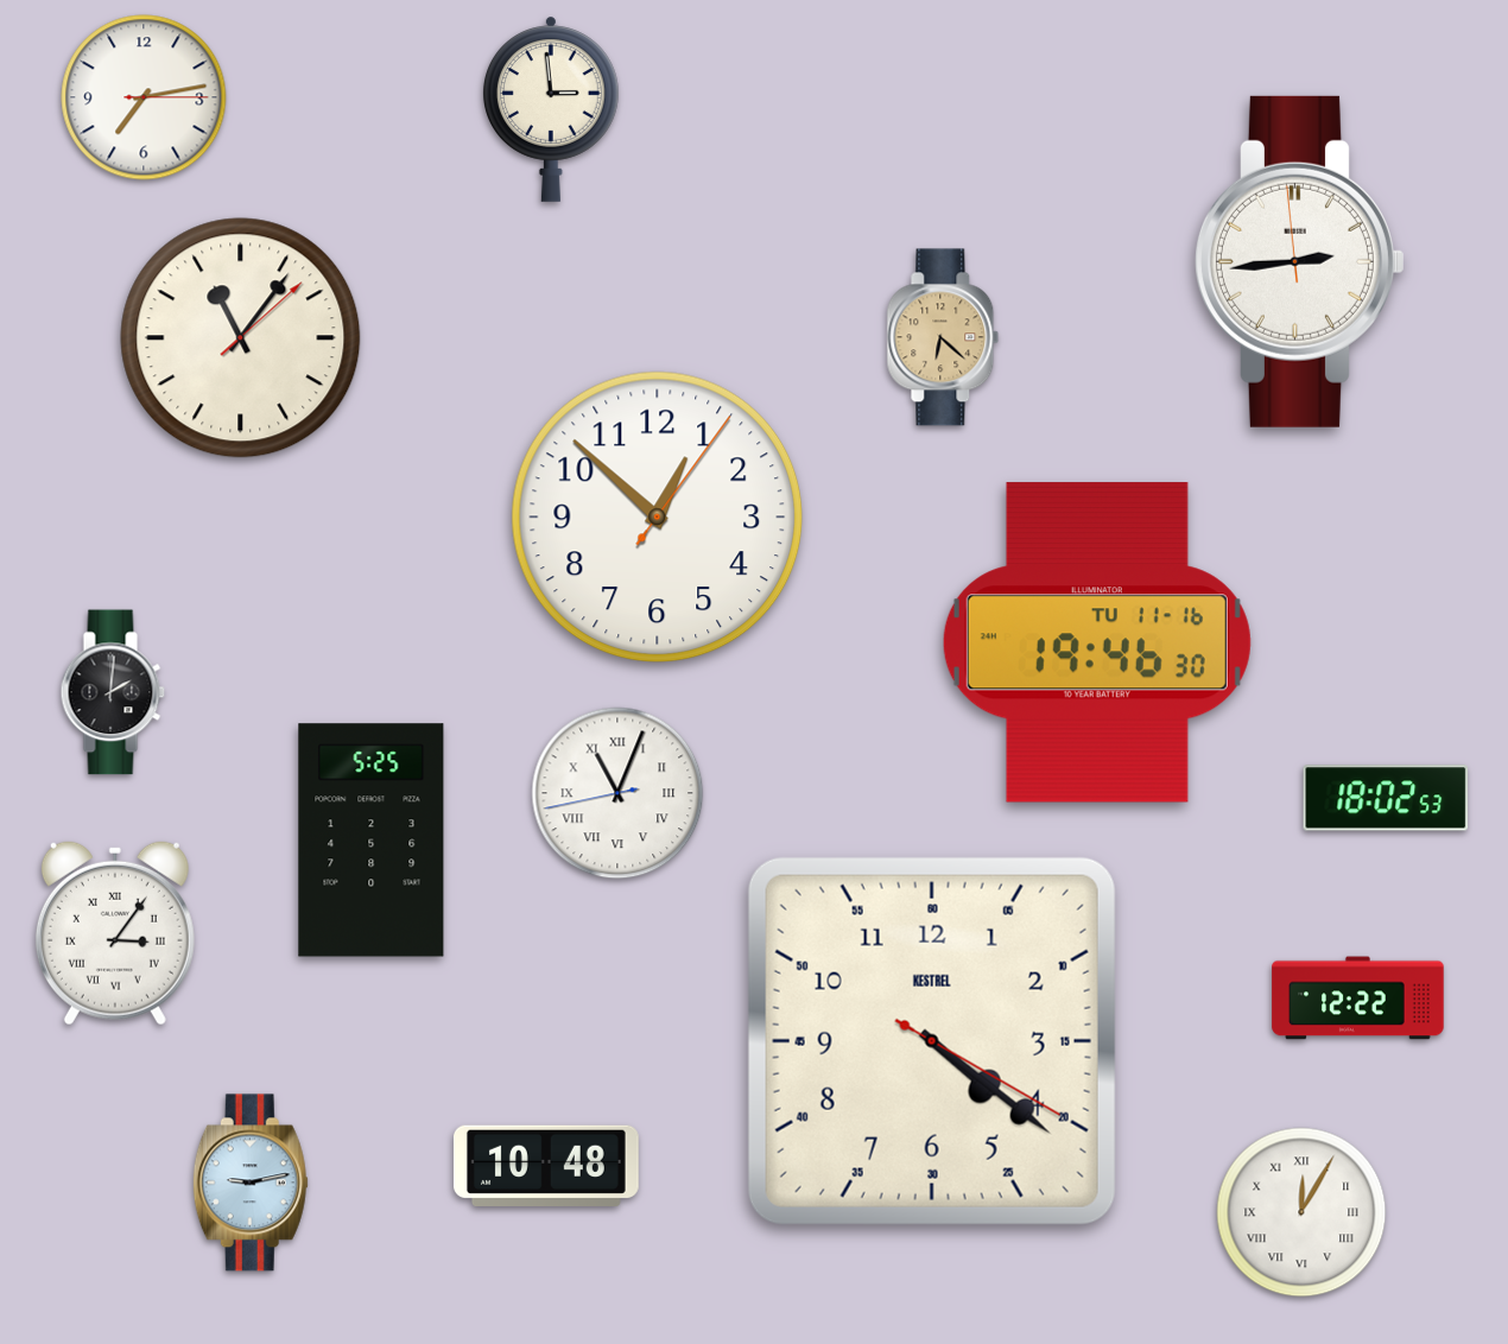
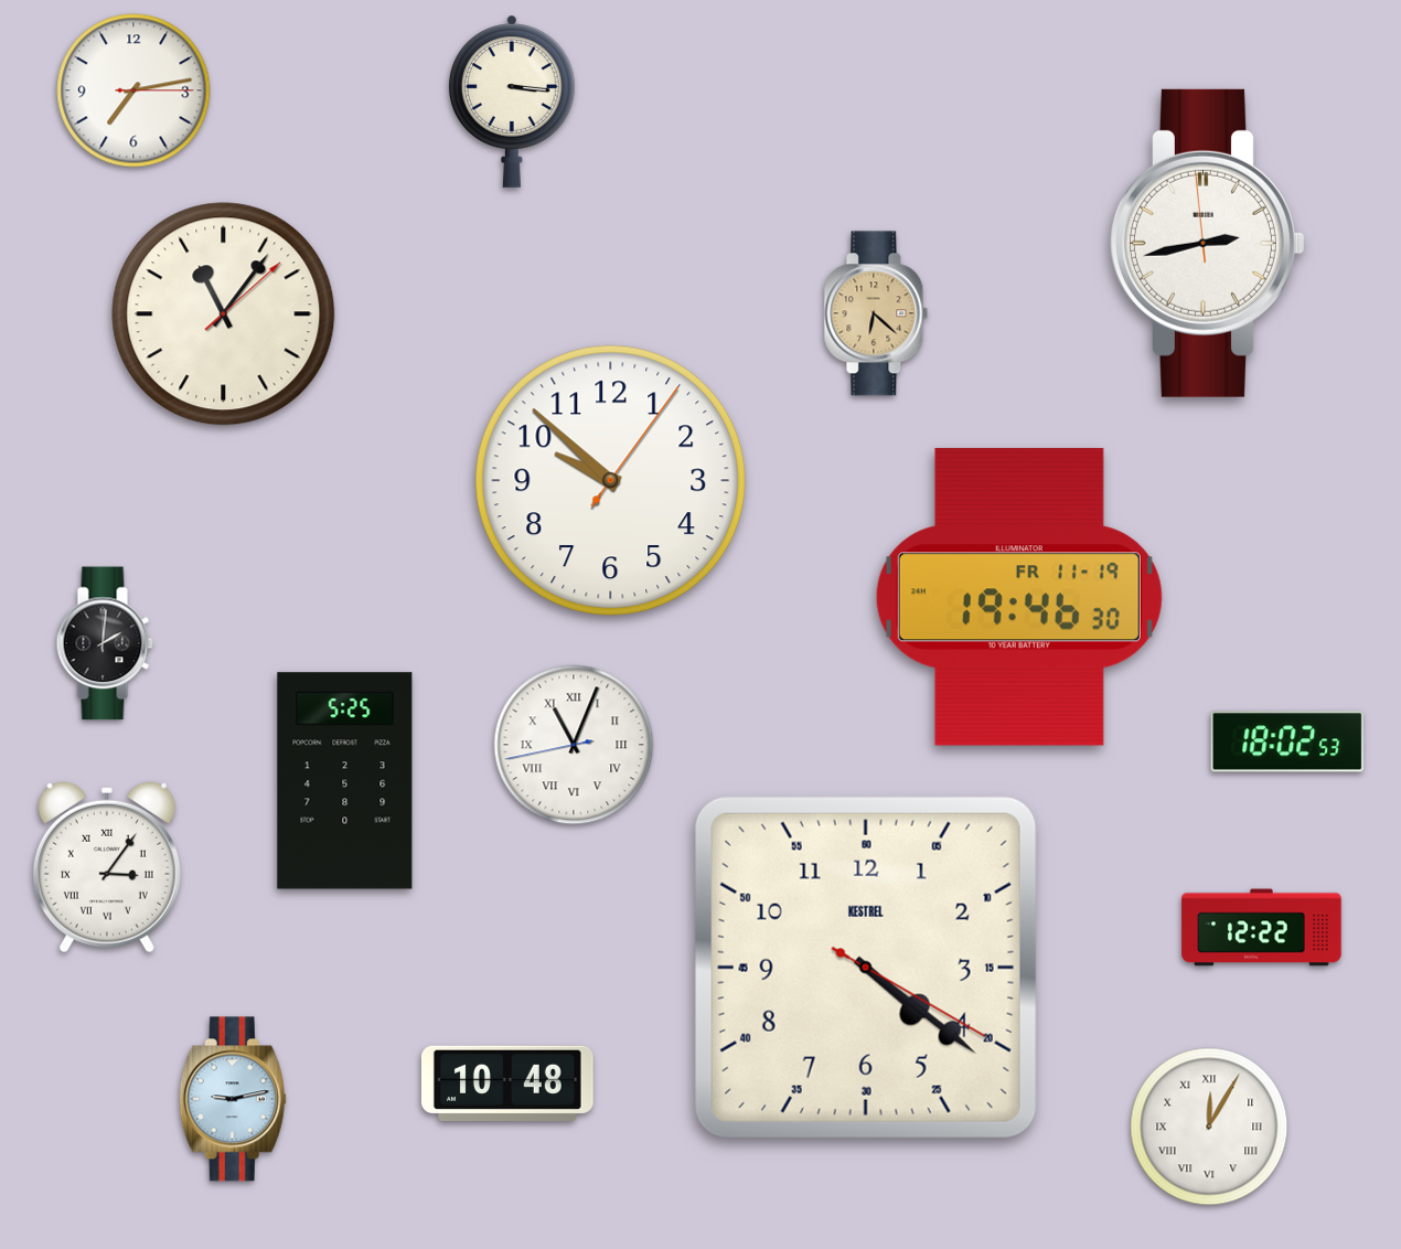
clock at (551, 109): 2:59 -> 3:16
clock at (1299, 261): 2:43 -> 2:42
clock at (658, 518): 12:52 -> 9:52
clock at (1097, 642) date: TU 11-16 -> FR 11-19
clock at (617, 793) position: (617, 793) -> (574, 745)
